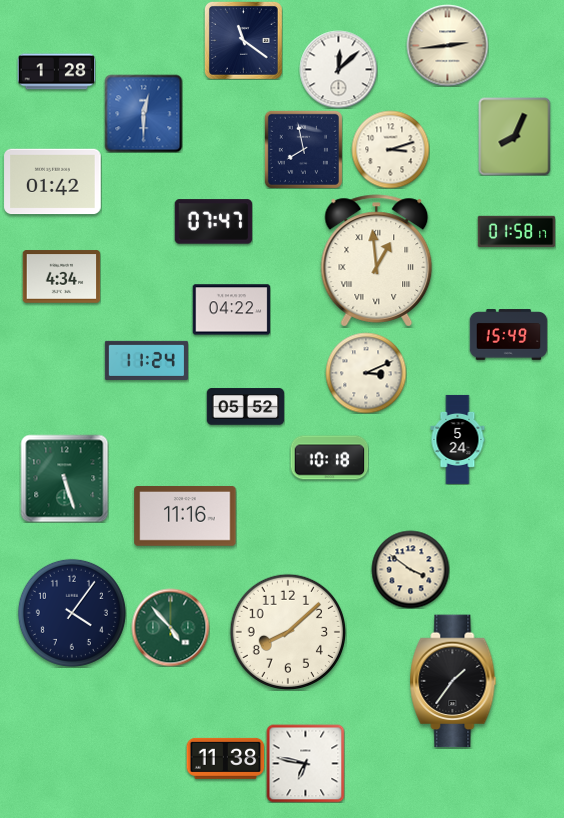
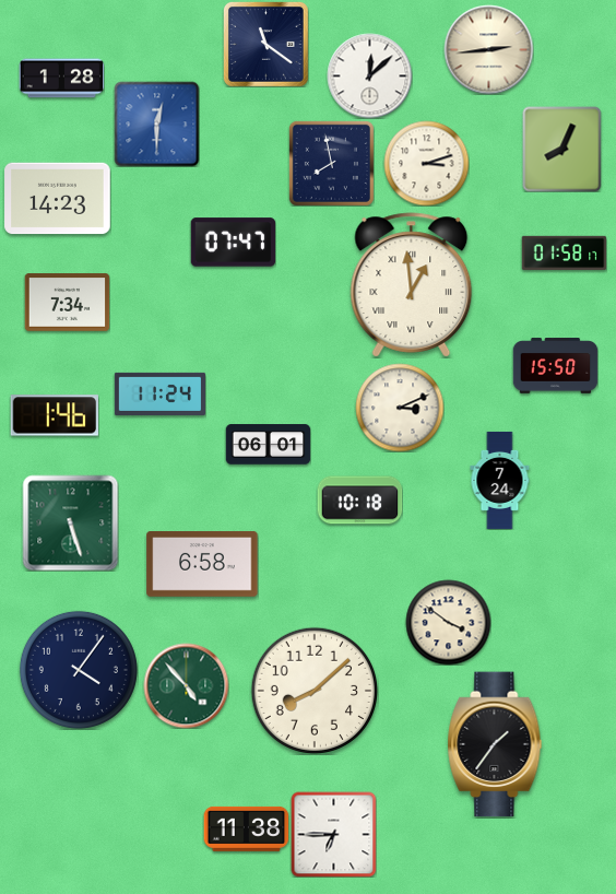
clock at (53, 182): 01:42 -> 14:23
clock at (61, 277): 4:34 -> 7:34
clock at (231, 310): 04:22 -> none
clock at (508, 335): 15:49 -> 15:50
clock at (54, 415): none -> 1:46
clock at (245, 407): 05:52 -> 06:01
clock at (458, 439): 5:24 -> 7:24
clock at (185, 517): 11:16 -> 6:58
clock at (305, 763): 6:47 -> 6:45
